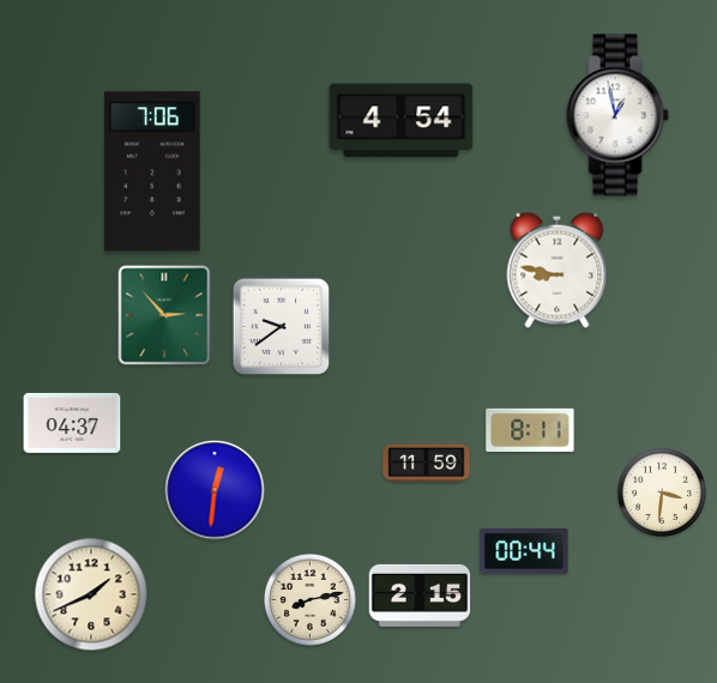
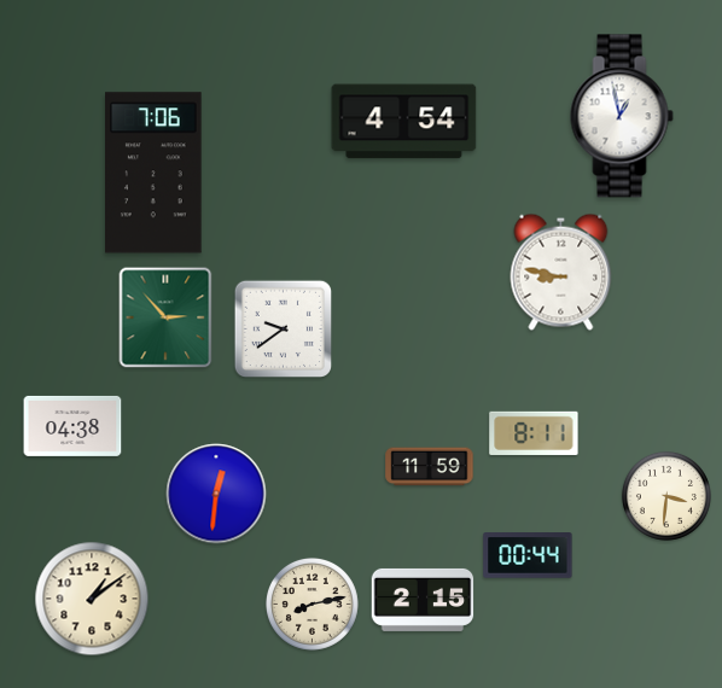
clock at (72, 423): 04:37 -> 04:38
clock at (91, 594): 1:41 -> 1:09
